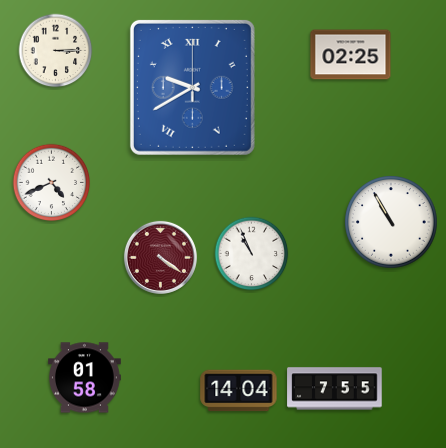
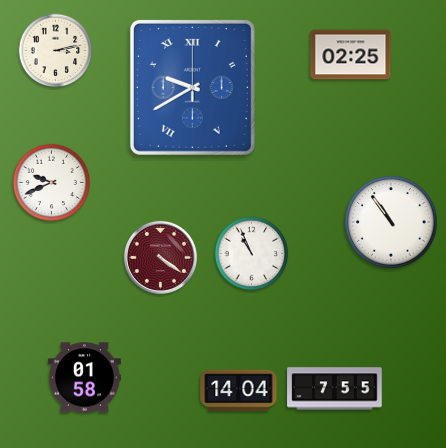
clock at (56, 51): 3:15 -> 3:13
clock at (52, 183): 4:41 -> 9:41
clock at (391, 222): 10:55 -> 10:54
